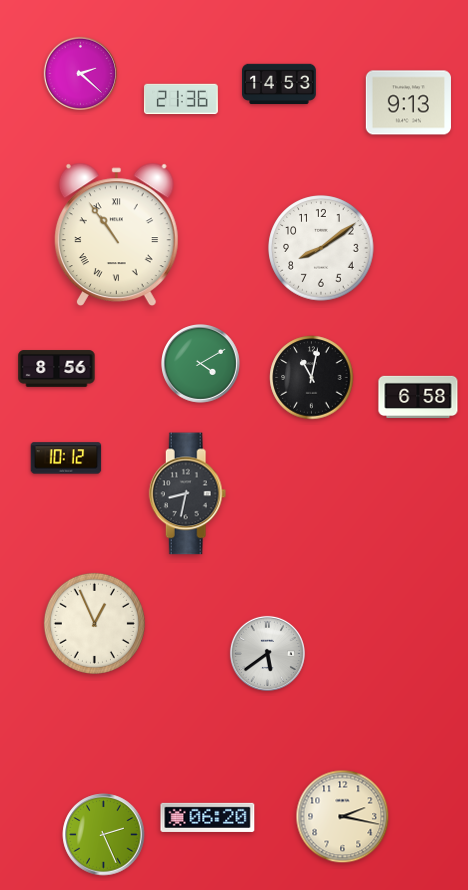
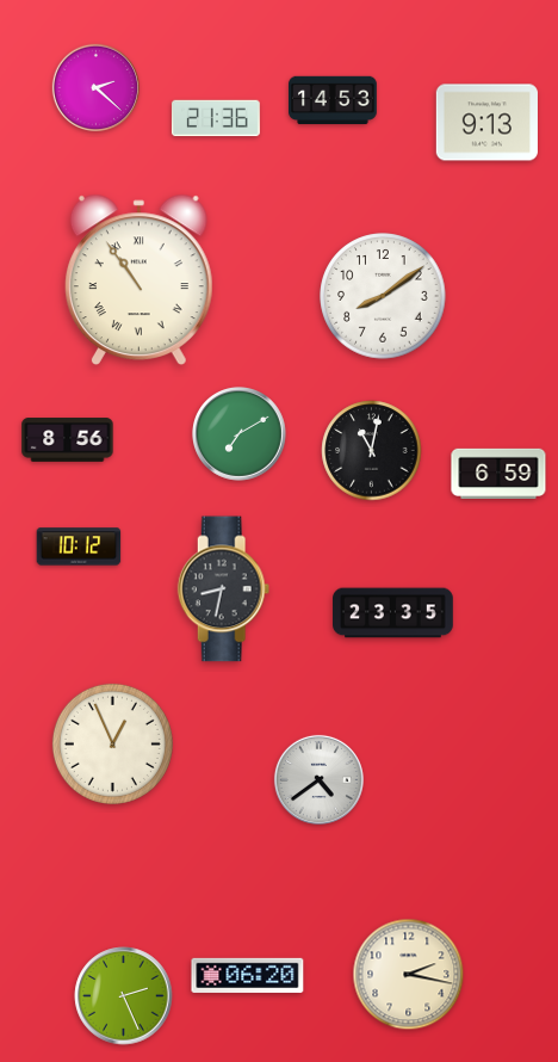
clock at (201, 364): 4:10 -> 7:10
clock at (418, 396): 6:58 -> 6:59
clock at (393, 613): none -> 23:35
clock at (267, 653): 5:39 -> 4:39
